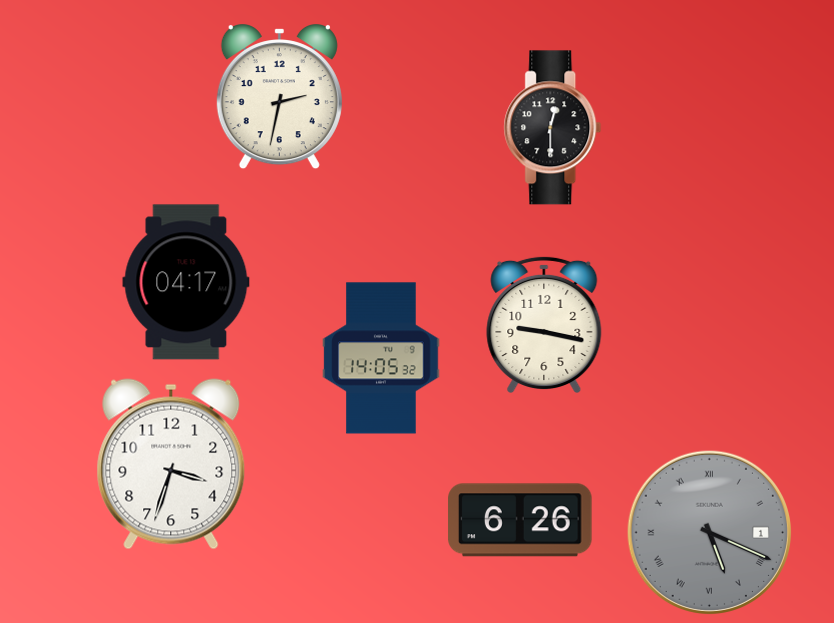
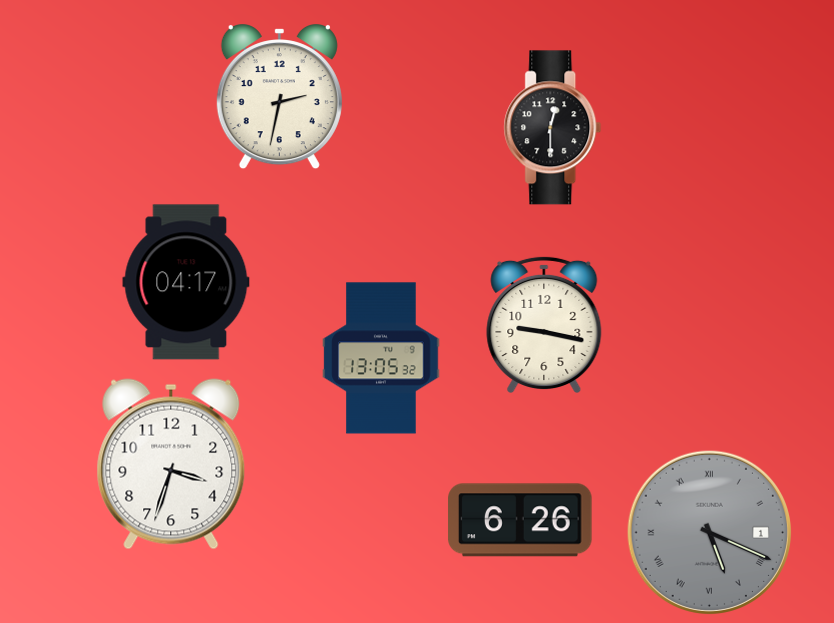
clock at (381, 358): 14:05 -> 13:05
